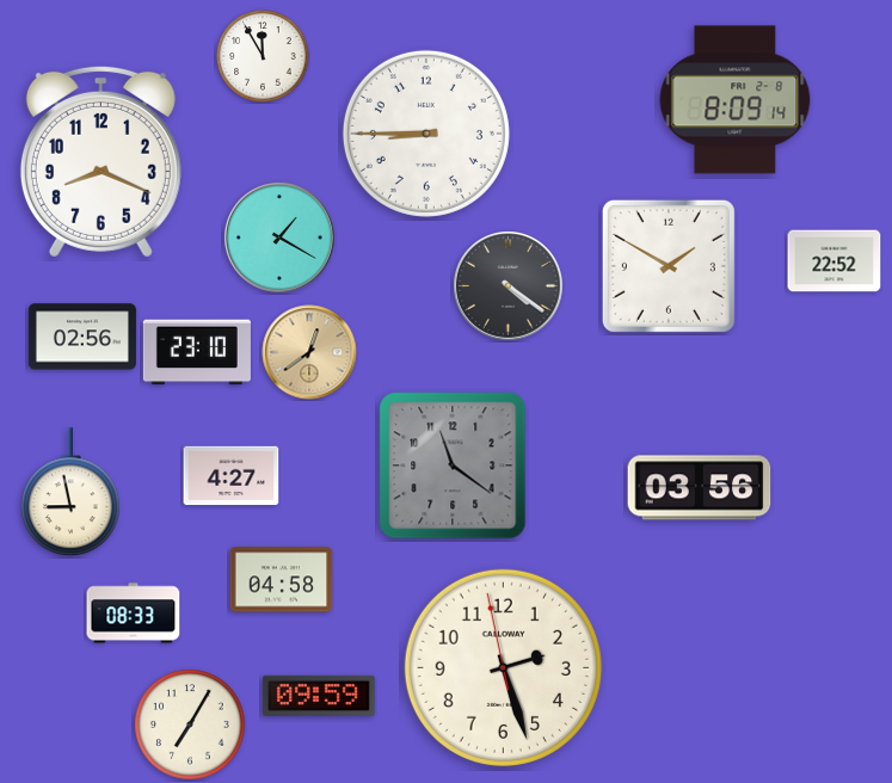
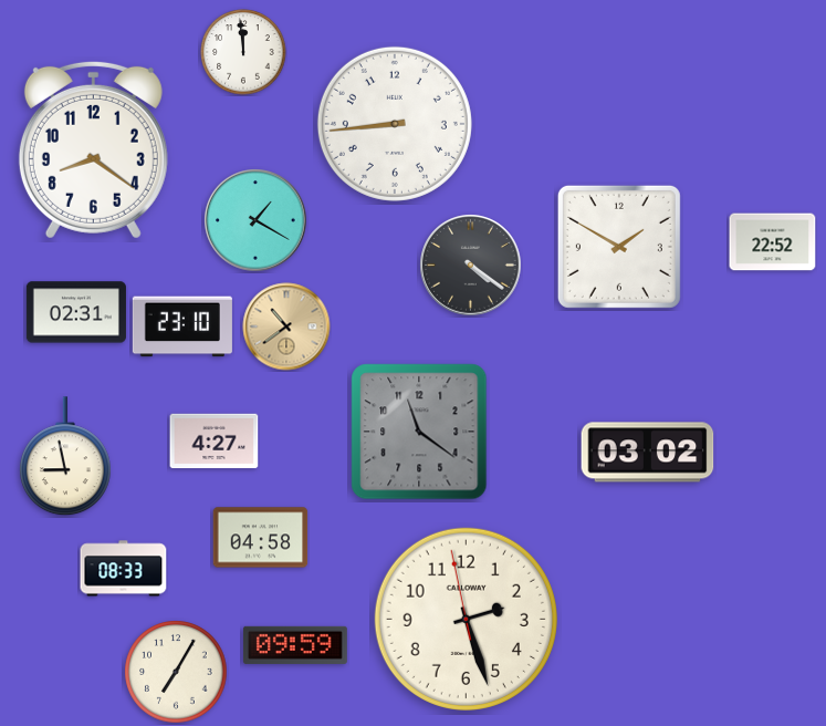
clock at (263, 56): 11:55 -> 11:59
clock at (736, 100): 8:09 -> none
clock at (426, 134): 8:45 -> 8:44
clock at (100, 161): 8:19 -> 8:21
clock at (281, 239) position: (281, 239) -> (257, 221)
clock at (82, 337): 02:56 -> 02:31
clock at (309, 352): 12:39 -> 10:39
clock at (700, 488): 03:56 -> 03:02
